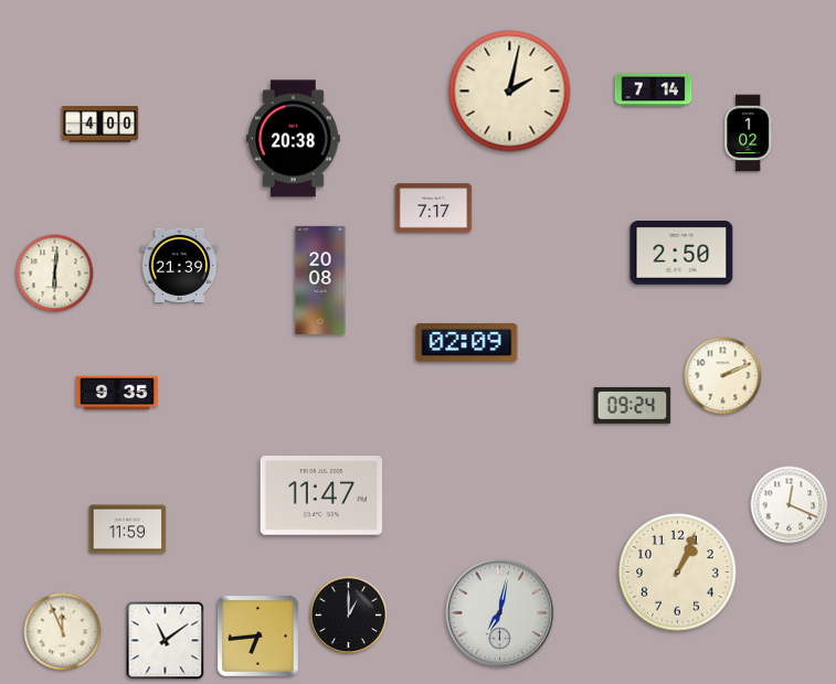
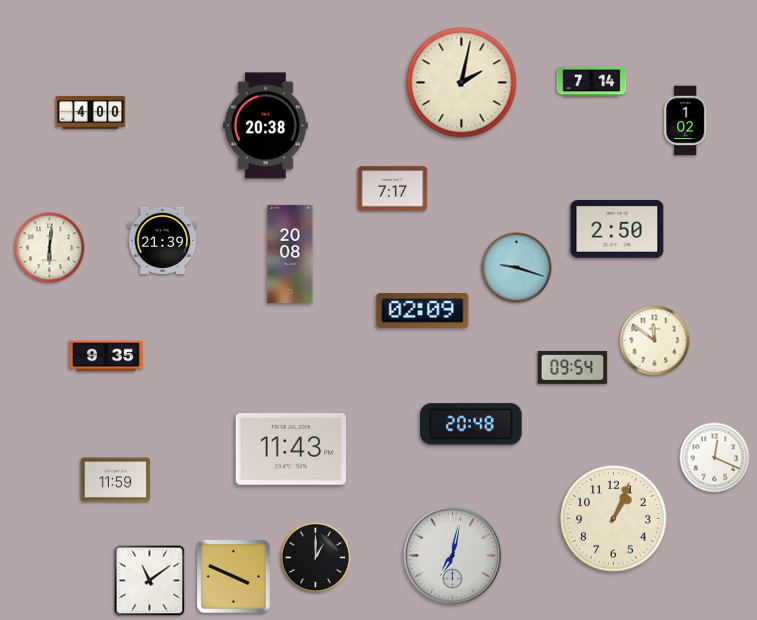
clock at (749, 133) position: (749, 133) -> (686, 121)
clock at (517, 268): none -> 9:18
clock at (723, 376): 2:11 -> 11:51
clock at (633, 406): 09:24 -> 09:54
clock at (471, 424): none -> 20:48
clock at (321, 495): 11:47 -> 11:43
clock at (63, 632): 11:56 -> none
clock at (257, 635): 6:44 -> 3:49
